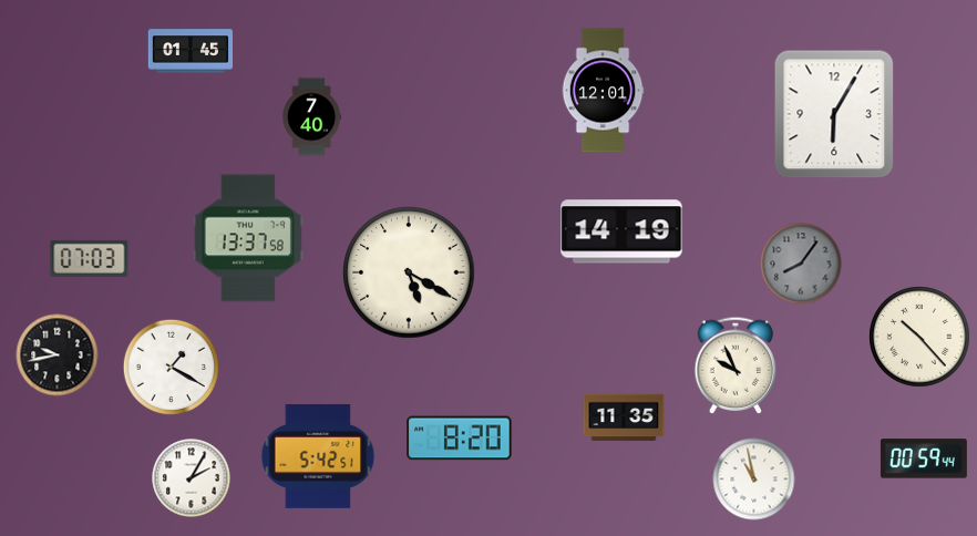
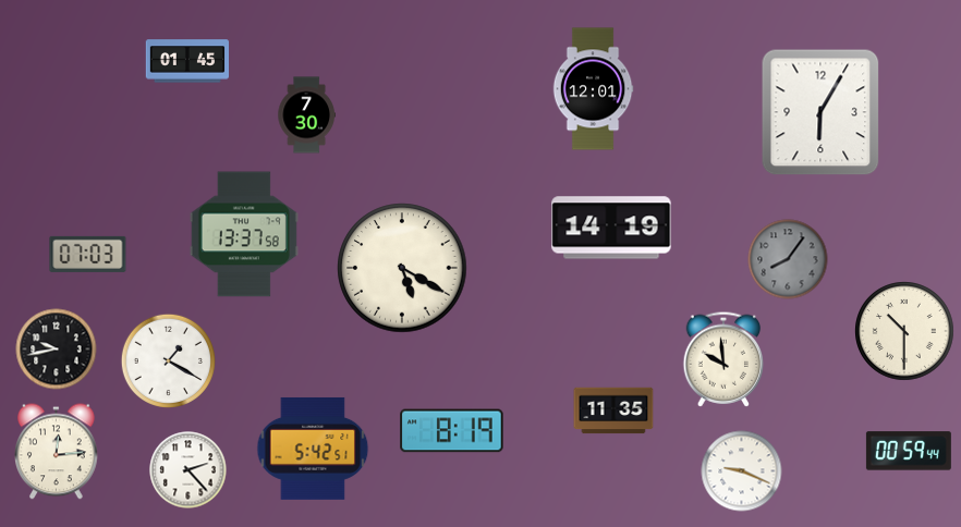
clock at (189, 51) position: (189, 51) -> (186, 61)
clock at (311, 117): 7:40 -> 7:30
clock at (921, 338): 10:23 -> 10:30
clock at (736, 365): 9:56 -> 9:59
clock at (460, 439): 8:20 -> 8:19
clock at (57, 452): none -> 12:14
clock at (192, 478): 2:05 -> 2:23
clock at (754, 480): 10:58 -> 9:19
